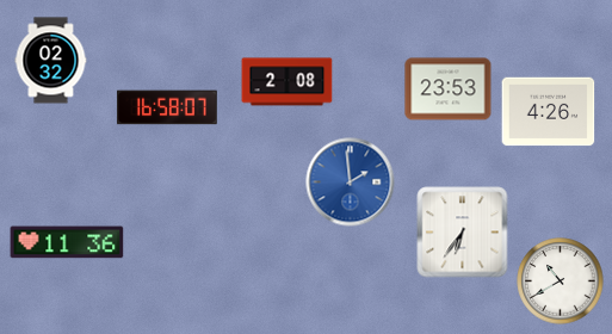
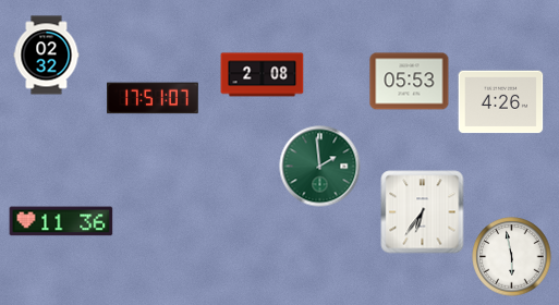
clock at (449, 89): 23:53 -> 05:53
clock at (167, 107): 16:58 -> 17:51
clock at (351, 183) dial: blue -> green
clock at (561, 282): 10:40 -> 5:58
